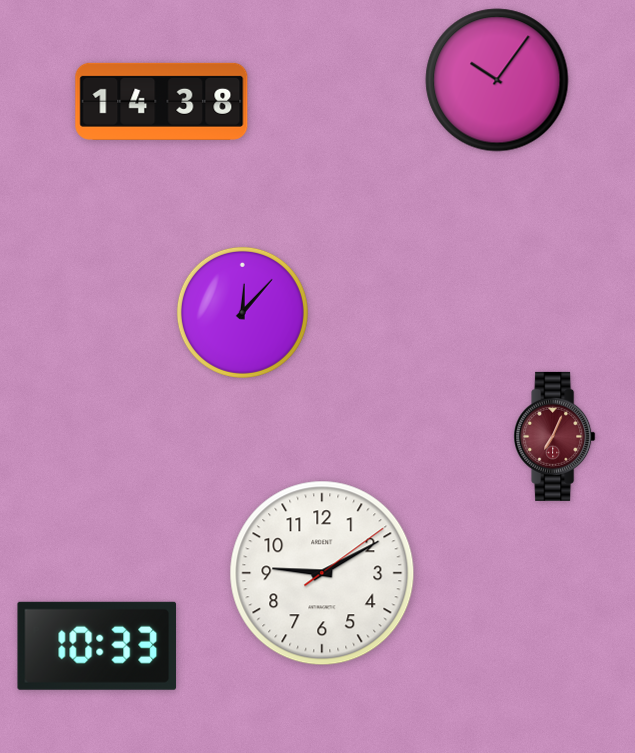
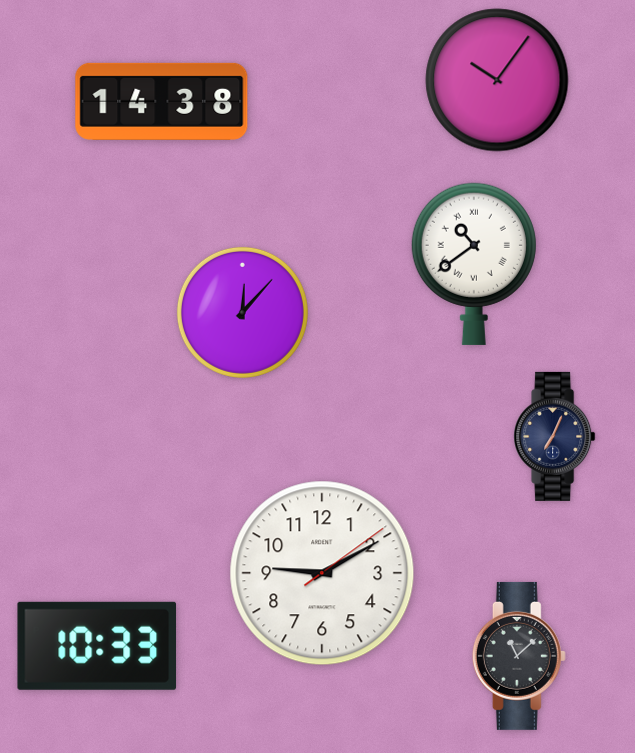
clock at (474, 264): none -> 10:39
clock at (555, 436) dial: burgundy -> navy
clock at (519, 656): none -> 11:08
